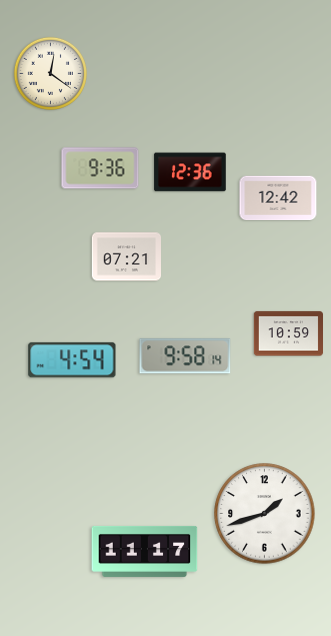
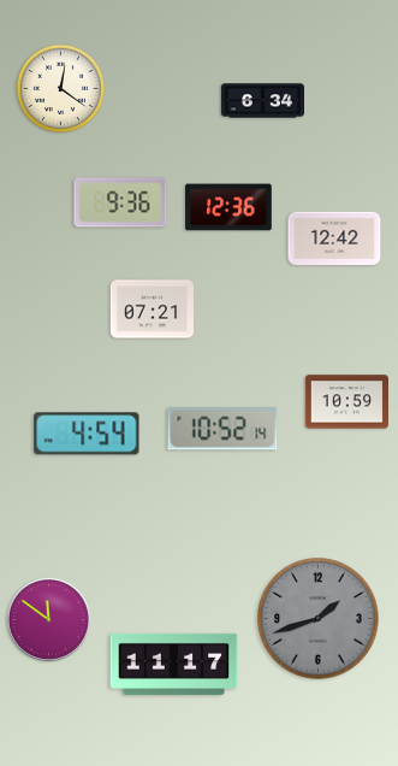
clock at (262, 101): none -> 6:34
clock at (185, 356): 9:58 -> 10:52
clock at (48, 619): none -> 11:51
clock at (265, 514) dial: white -> grey
